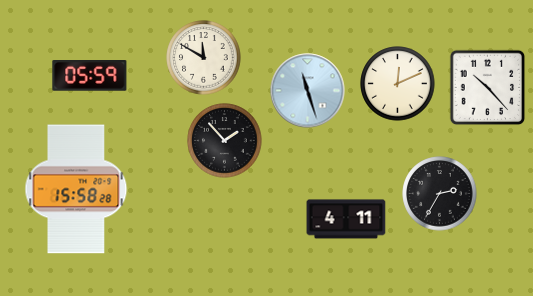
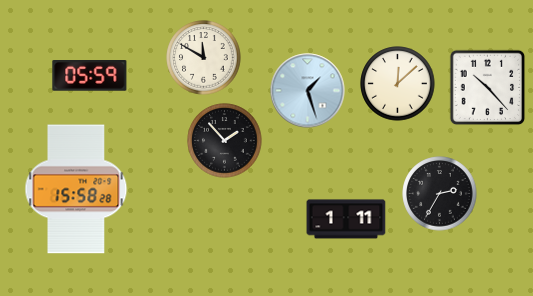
clock at (398, 84): 12:11 -> 12:08
clock at (308, 91): 11:27 -> 1:27
clock at (346, 219): 4:11 -> 1:11
